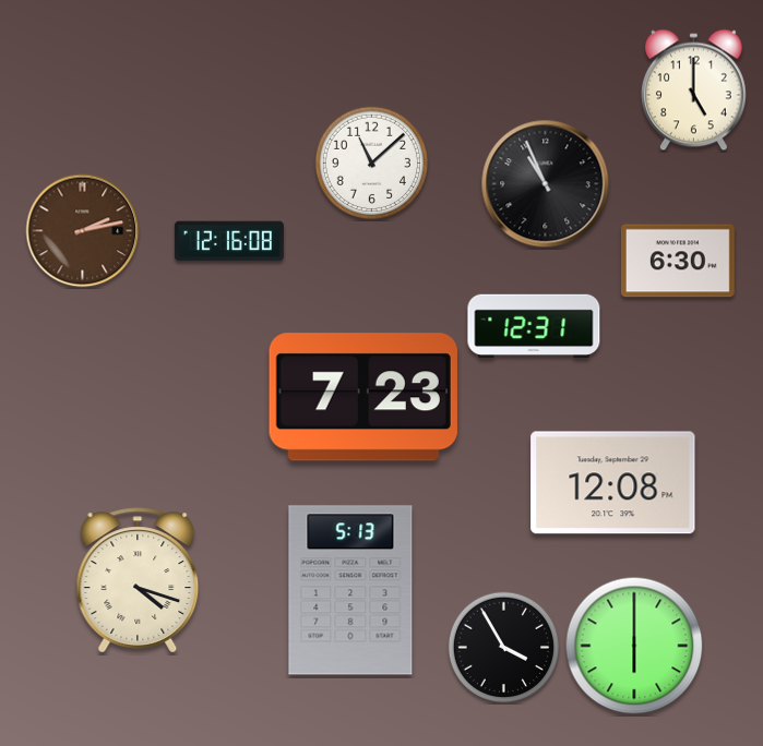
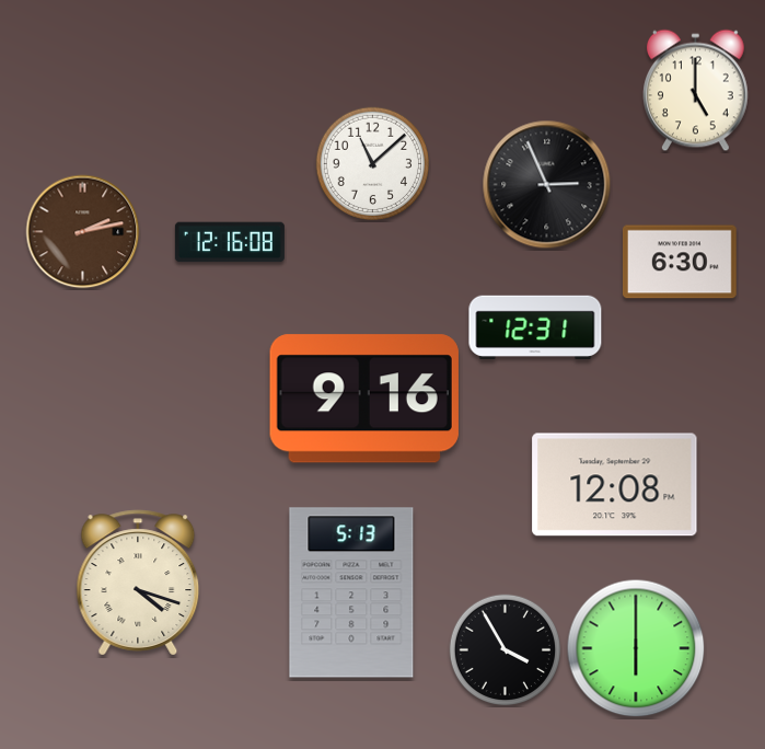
clock at (546, 184): 10:56 -> 2:56
clock at (363, 397): 7:23 -> 9:16
